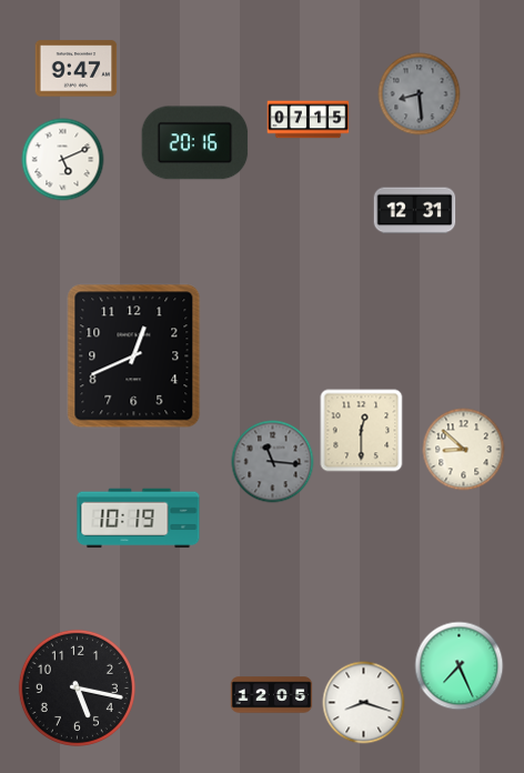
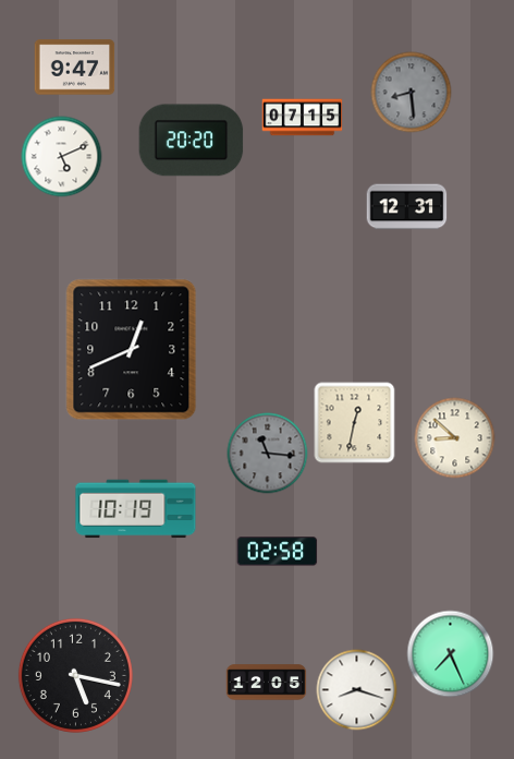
clock at (195, 143): 20:16 -> 20:20
clock at (362, 431): 12:30 -> 12:32
clock at (464, 450) position: (464, 450) -> (455, 438)
clock at (278, 552): none -> 02:58
